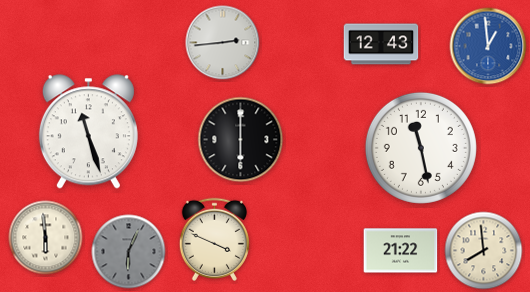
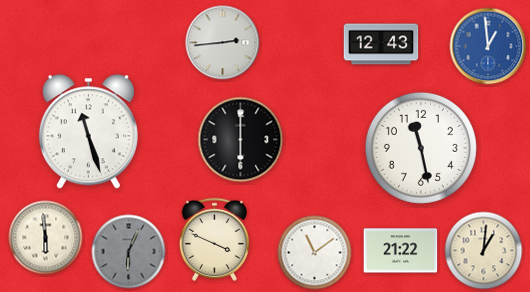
clock at (484, 251): 7:59 -> 1:01
clock at (315, 253): none -> 11:09
